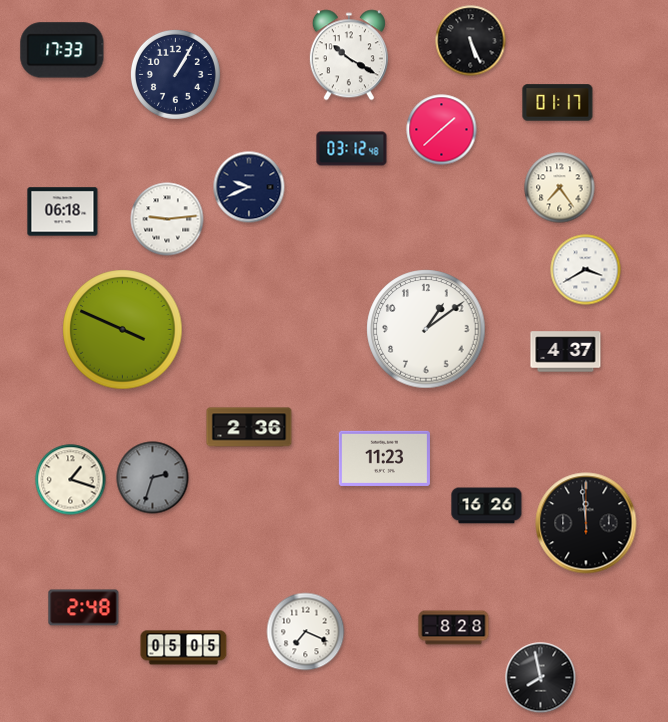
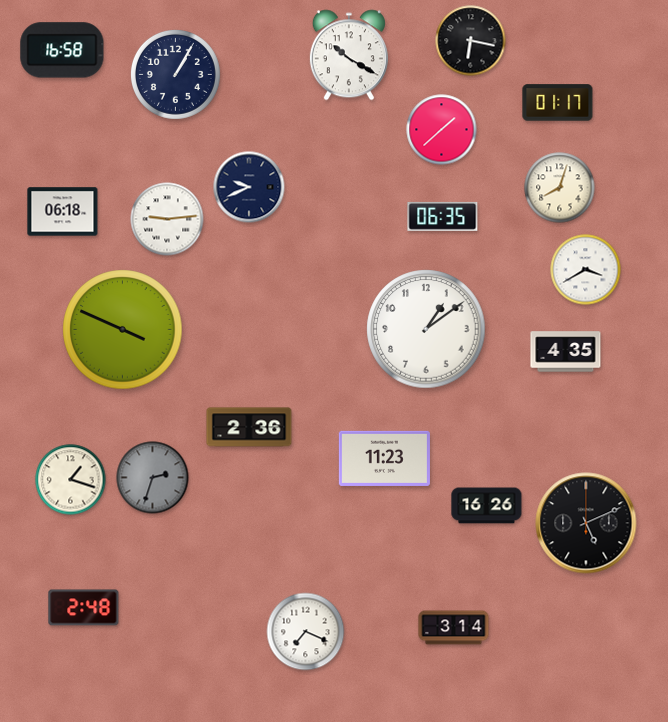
clock at (471, 41): 5:26 -> 6:17
clock at (62, 50): 17:33 -> 16:58
clock at (352, 149): 03:12 -> none
clock at (560, 188): 7:24 -> 8:03
clock at (443, 216): none -> 06:35
clock at (566, 352): 4:37 -> 4:35
clock at (586, 523): 11:59 -> 5:11
clock at (454, 628): 8:28 -> 3:14
clock at (184, 648): 05:05 -> none
clock at (541, 678): 7:58 -> none
